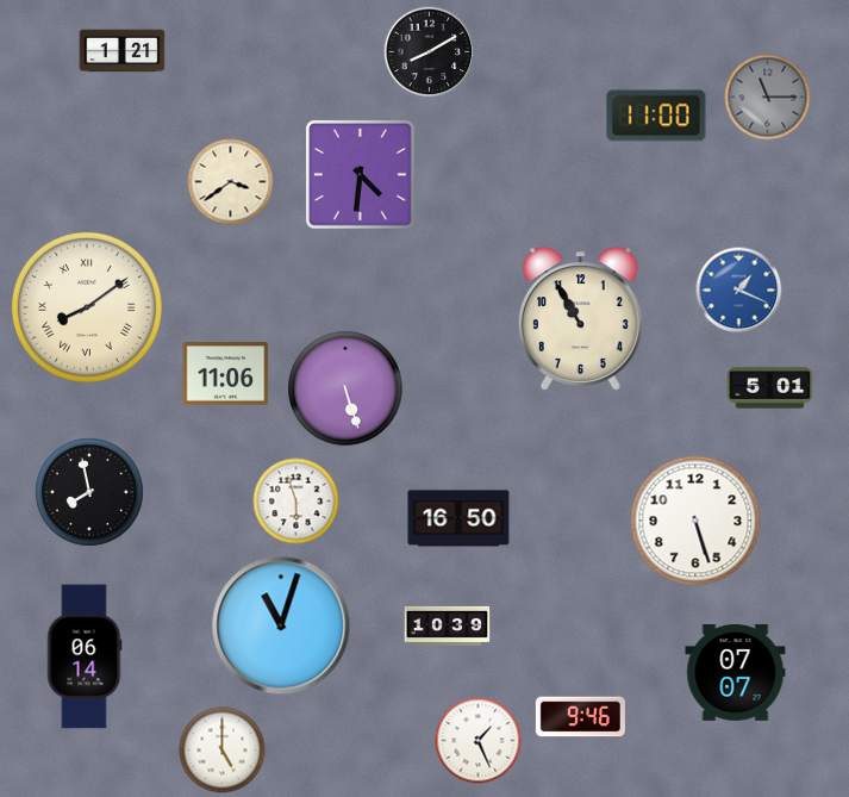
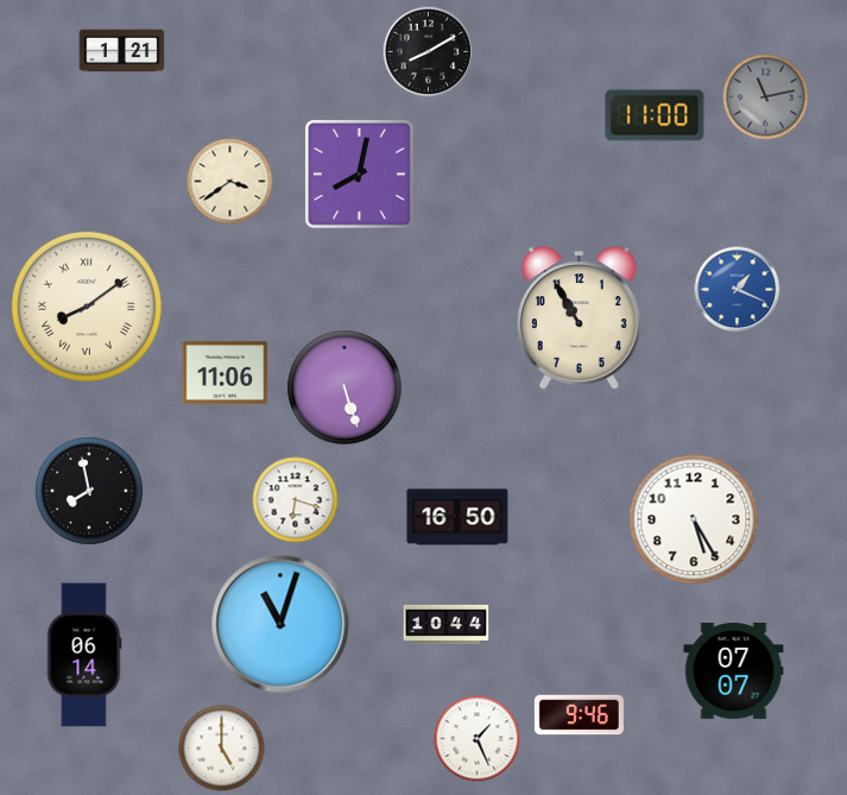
clock at (768, 98): 11:15 -> 11:13
clock at (360, 174): 4:31 -> 8:02
clock at (770, 388): 5:01 -> none
clock at (296, 502): 5:57 -> 6:18
clock at (695, 521): 5:27 -> 5:25
clock at (448, 625): 10:39 -> 10:44
